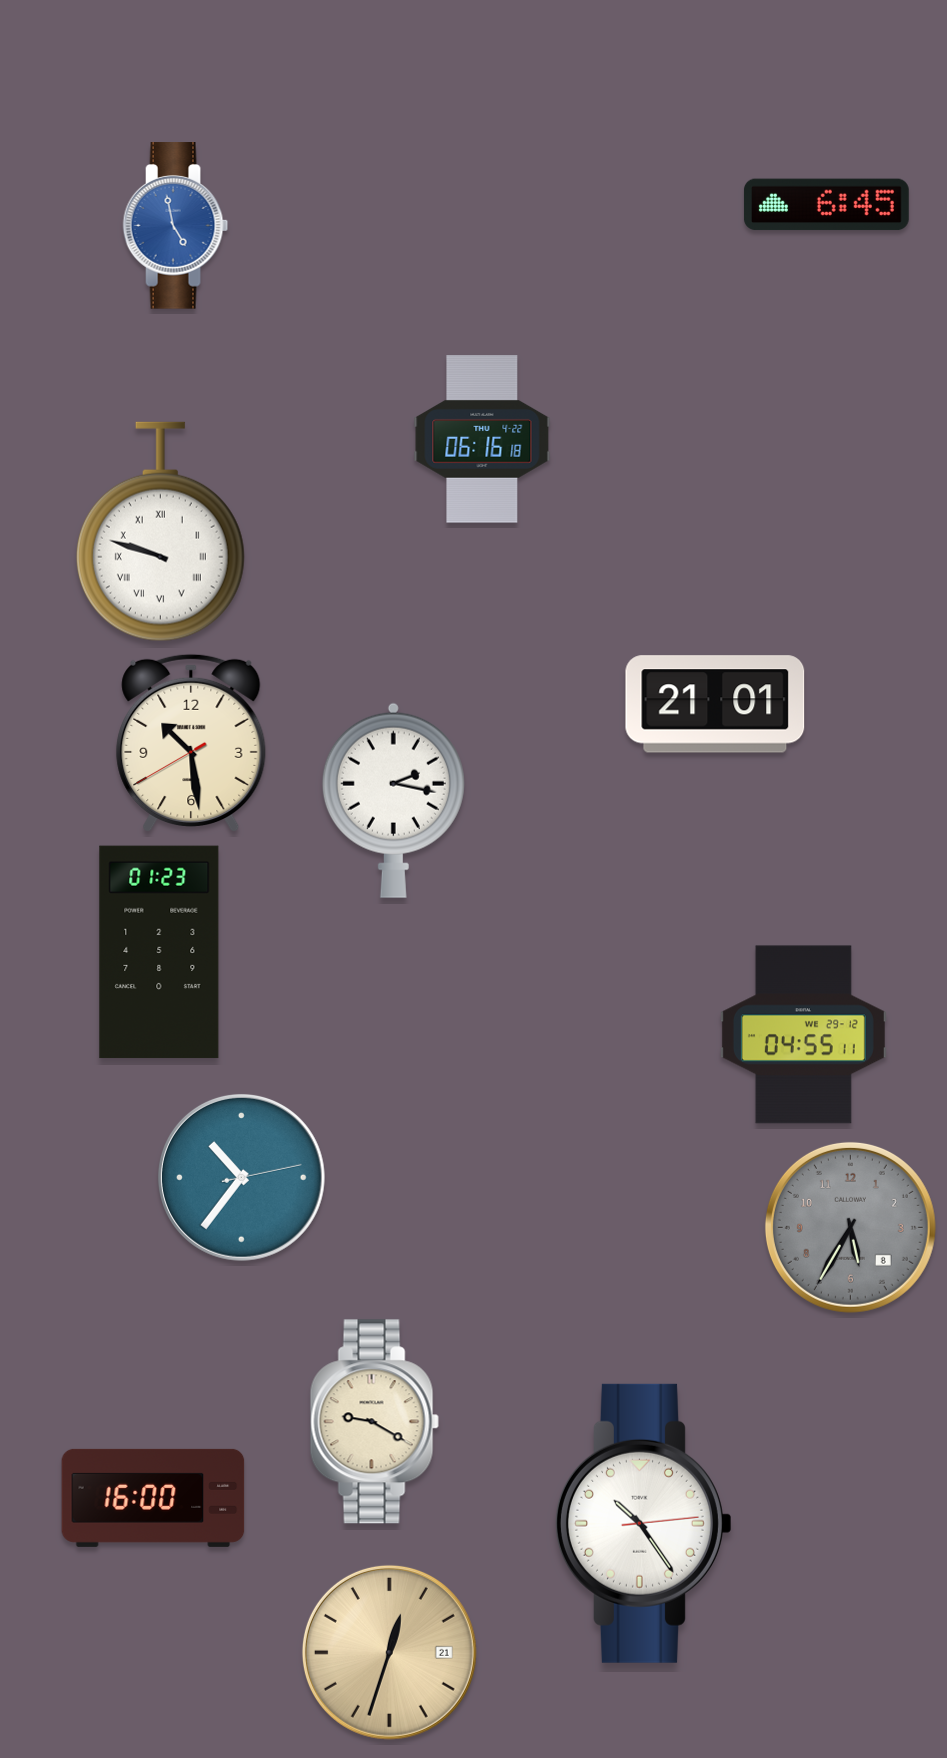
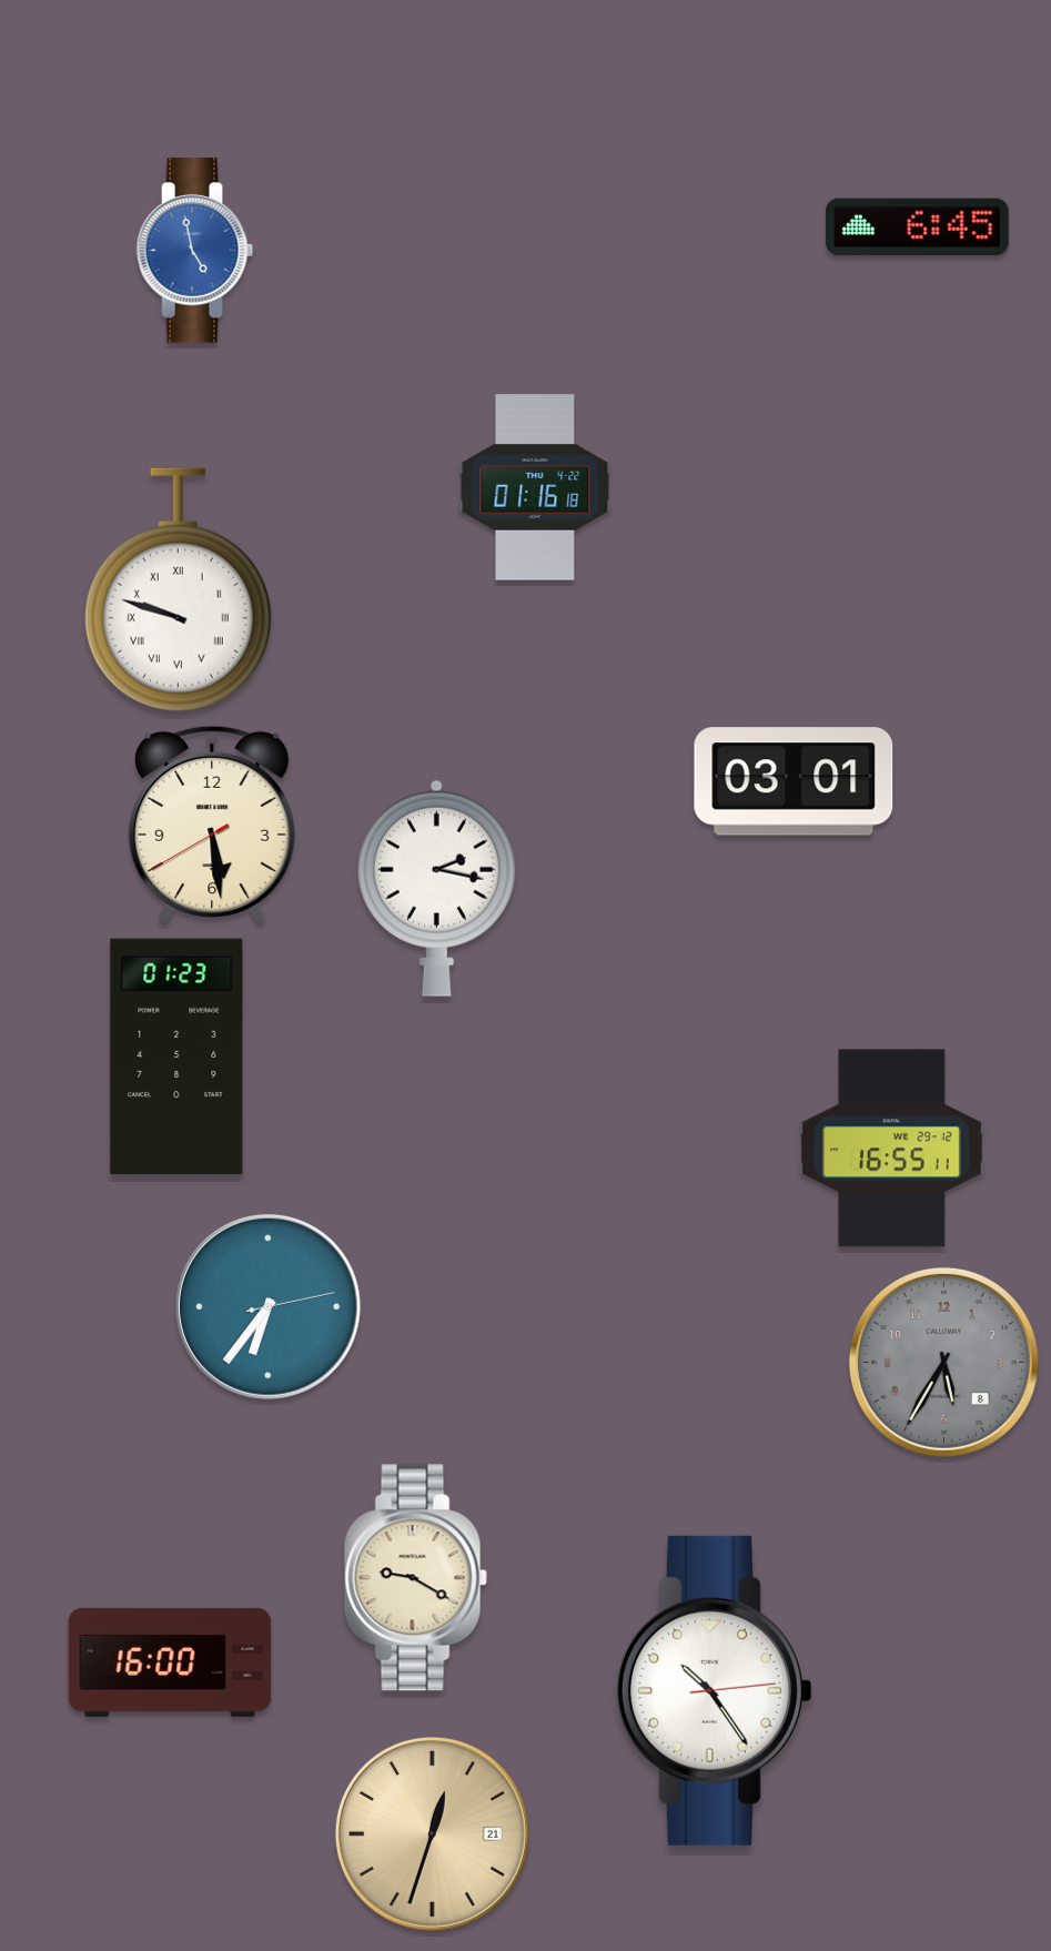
clock at (482, 439): 06:16 -> 01:16
clock at (715, 704): 21:01 -> 03:01
clock at (191, 742): 10:28 -> 5:28
clock at (803, 1035): 04:55 -> 16:55
clock at (241, 1177): 10:36 -> 6:36
